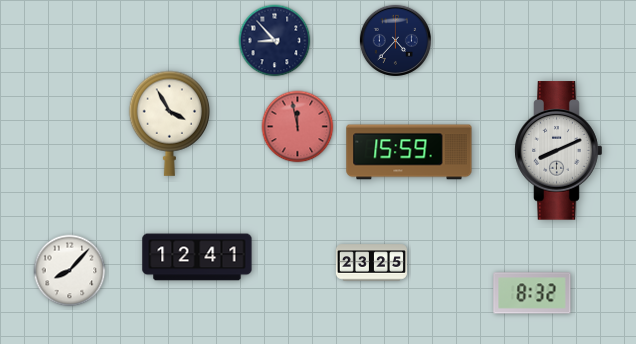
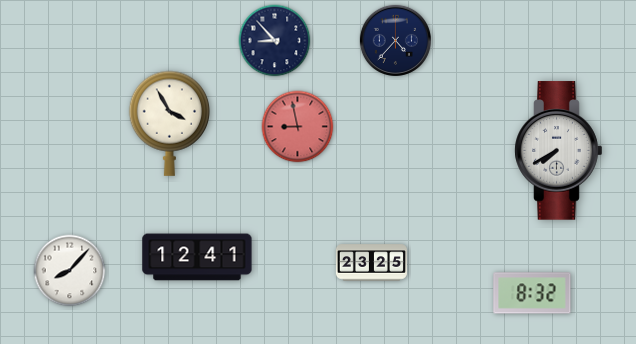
clock at (298, 127): 11:58 -> 8:58
clock at (559, 151): 8:11 -> 7:40
clock at (409, 152): 15:59 -> none
